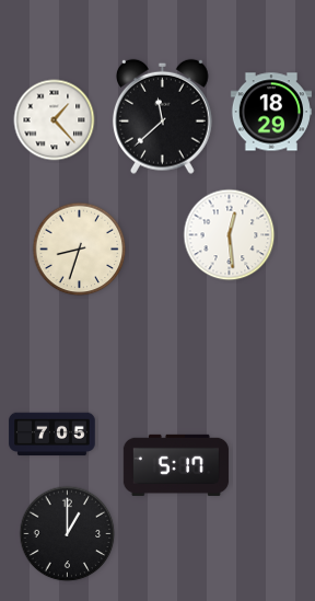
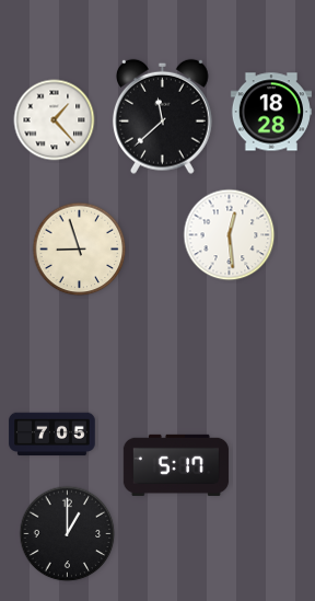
clock at (270, 112): 18:29 -> 18:28
clock at (80, 250): 8:33 -> 8:57
